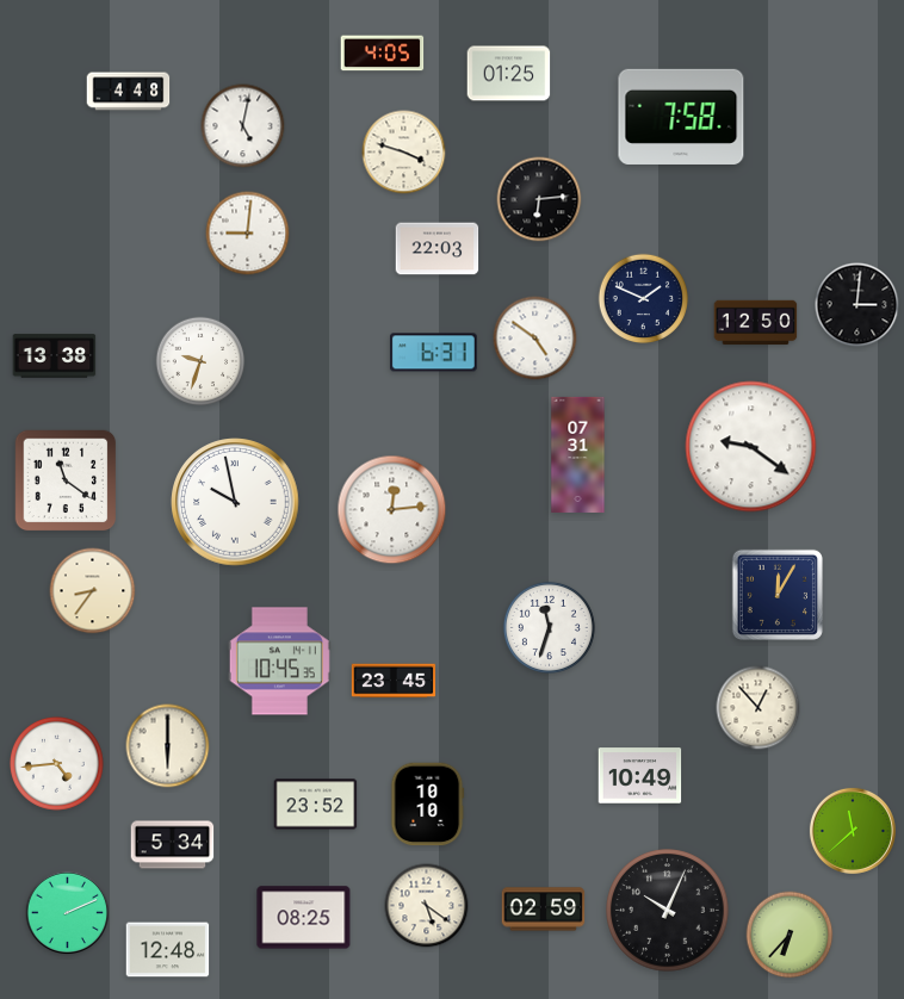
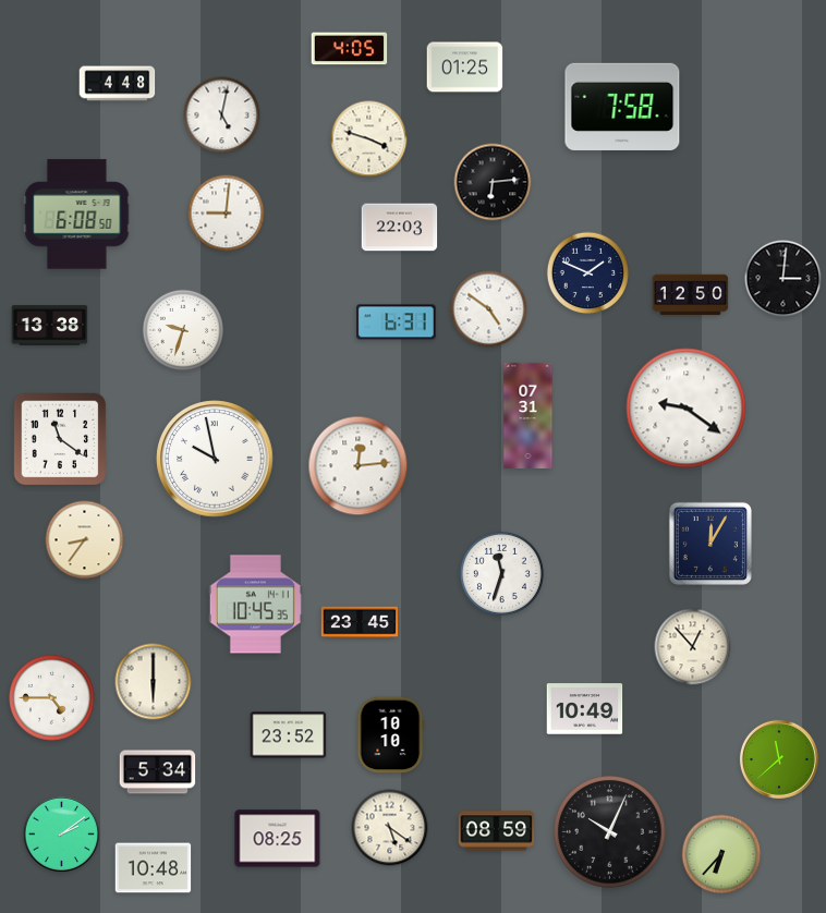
clock at (77, 215): none -> 6:08
clock at (56, 763): 4:44 -> 4:45
clock at (544, 910): 02:59 -> 08:59
clock at (68, 913): 2:11 -> 2:09
clock at (168, 950): 12:48 -> 10:48
